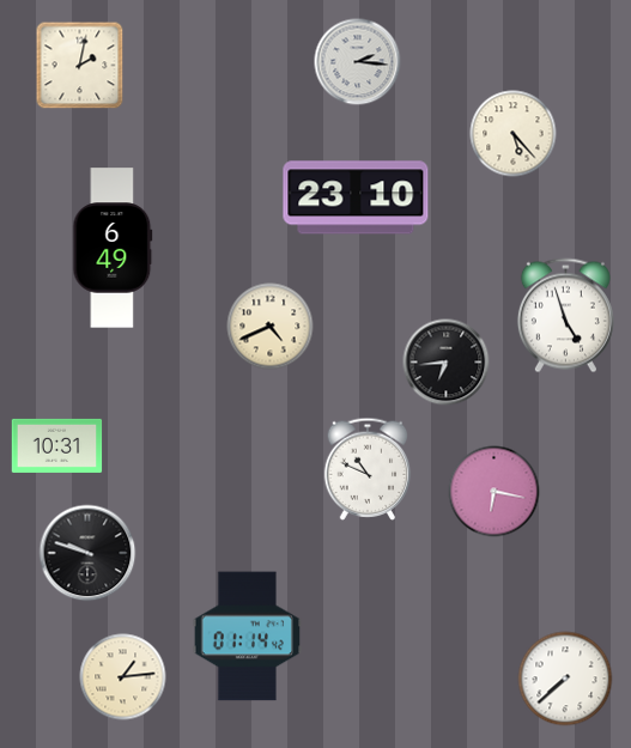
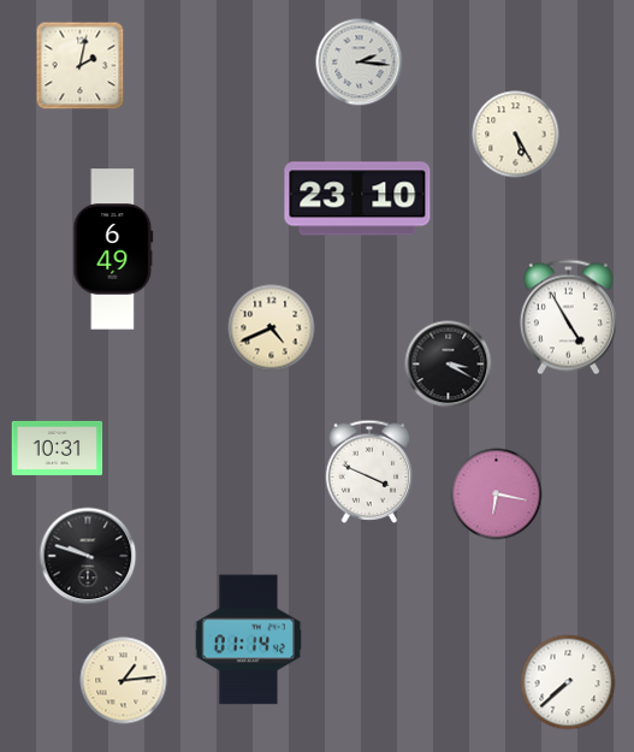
clock at (514, 134): 5:23 -> 5:25
clock at (565, 316): 4:57 -> 4:55
clock at (447, 363): 6:44 -> 3:20
clock at (368, 469): 10:49 -> 3:49
